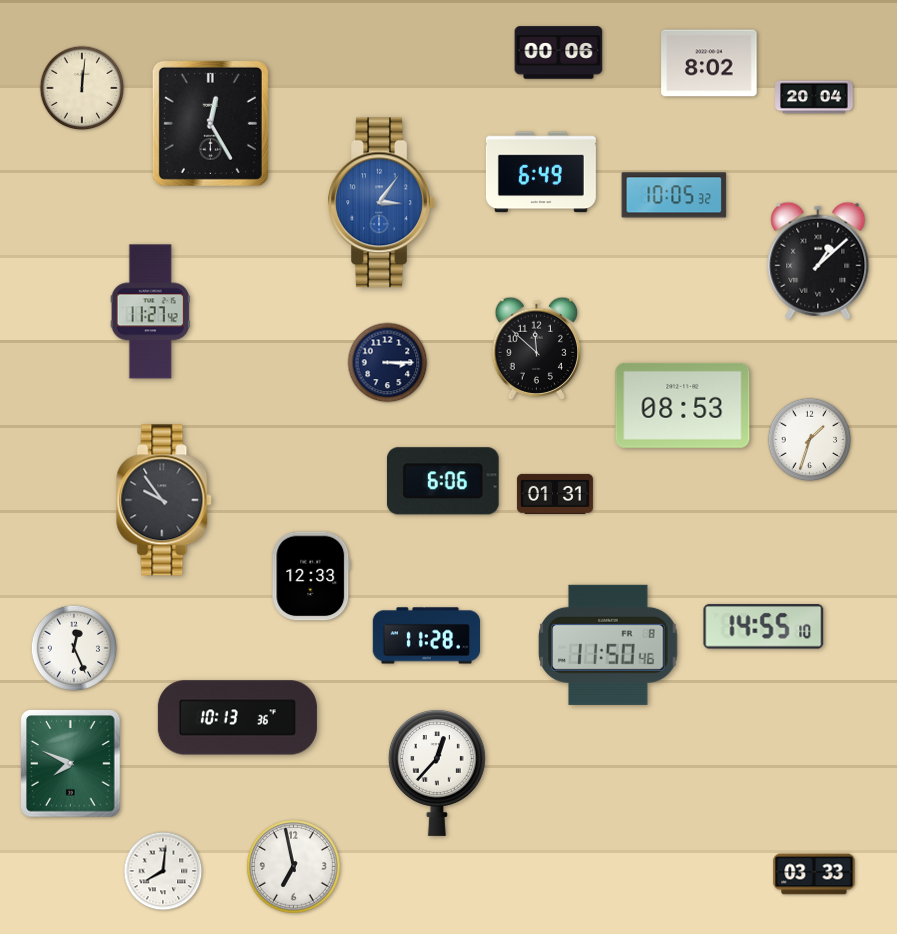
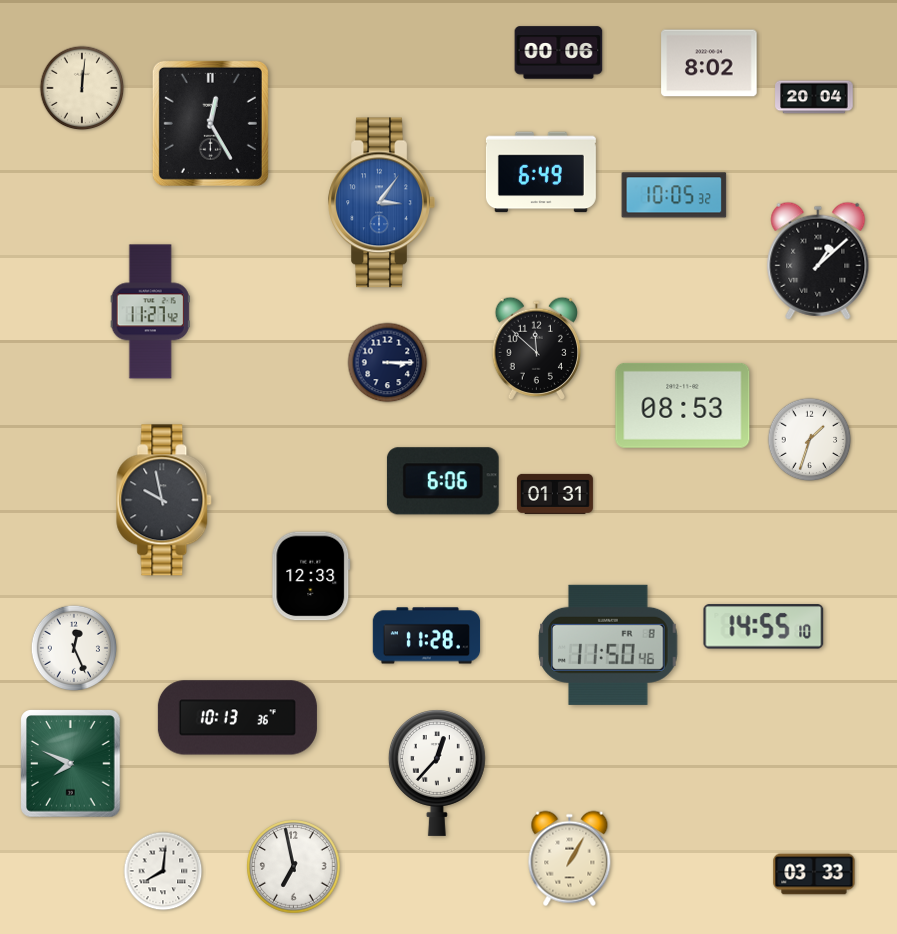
clock at (165, 500): 9:54 -> 9:58
clock at (570, 859): none -> 1:05
